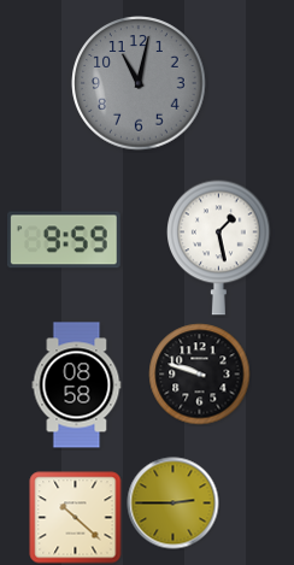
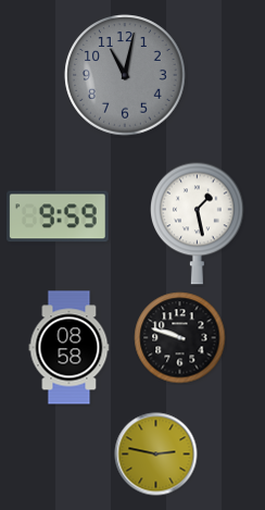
clock at (174, 504): 2:45 -> 2:47
clock at (76, 518): 10:22 -> none
